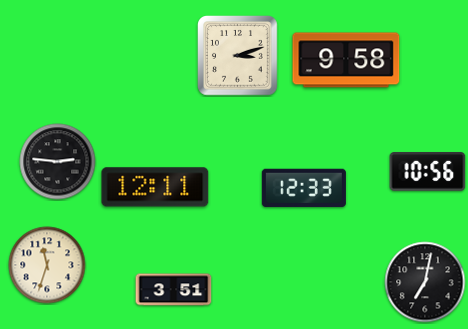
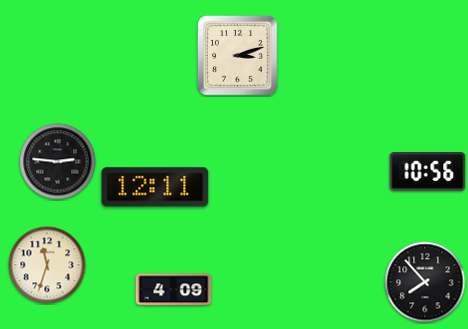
clock at (346, 60): 9:58 -> none
clock at (304, 187): 12:33 -> none
clock at (425, 282): 7:02 -> 7:53
clock at (174, 290): 3:51 -> 4:09
